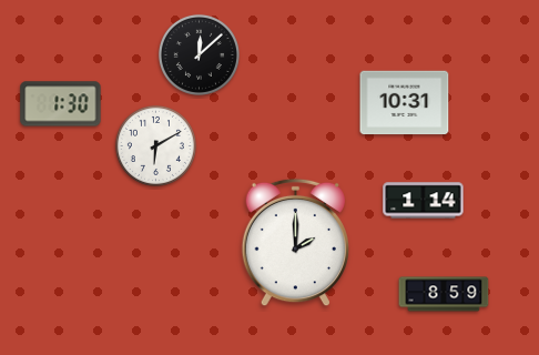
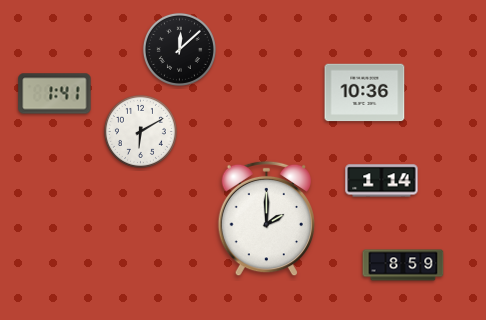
clock at (405, 103): 10:31 -> 10:36
clock at (61, 104): 1:30 -> 1:41
clock at (444, 294) position: (444, 294) -> (403, 265)
